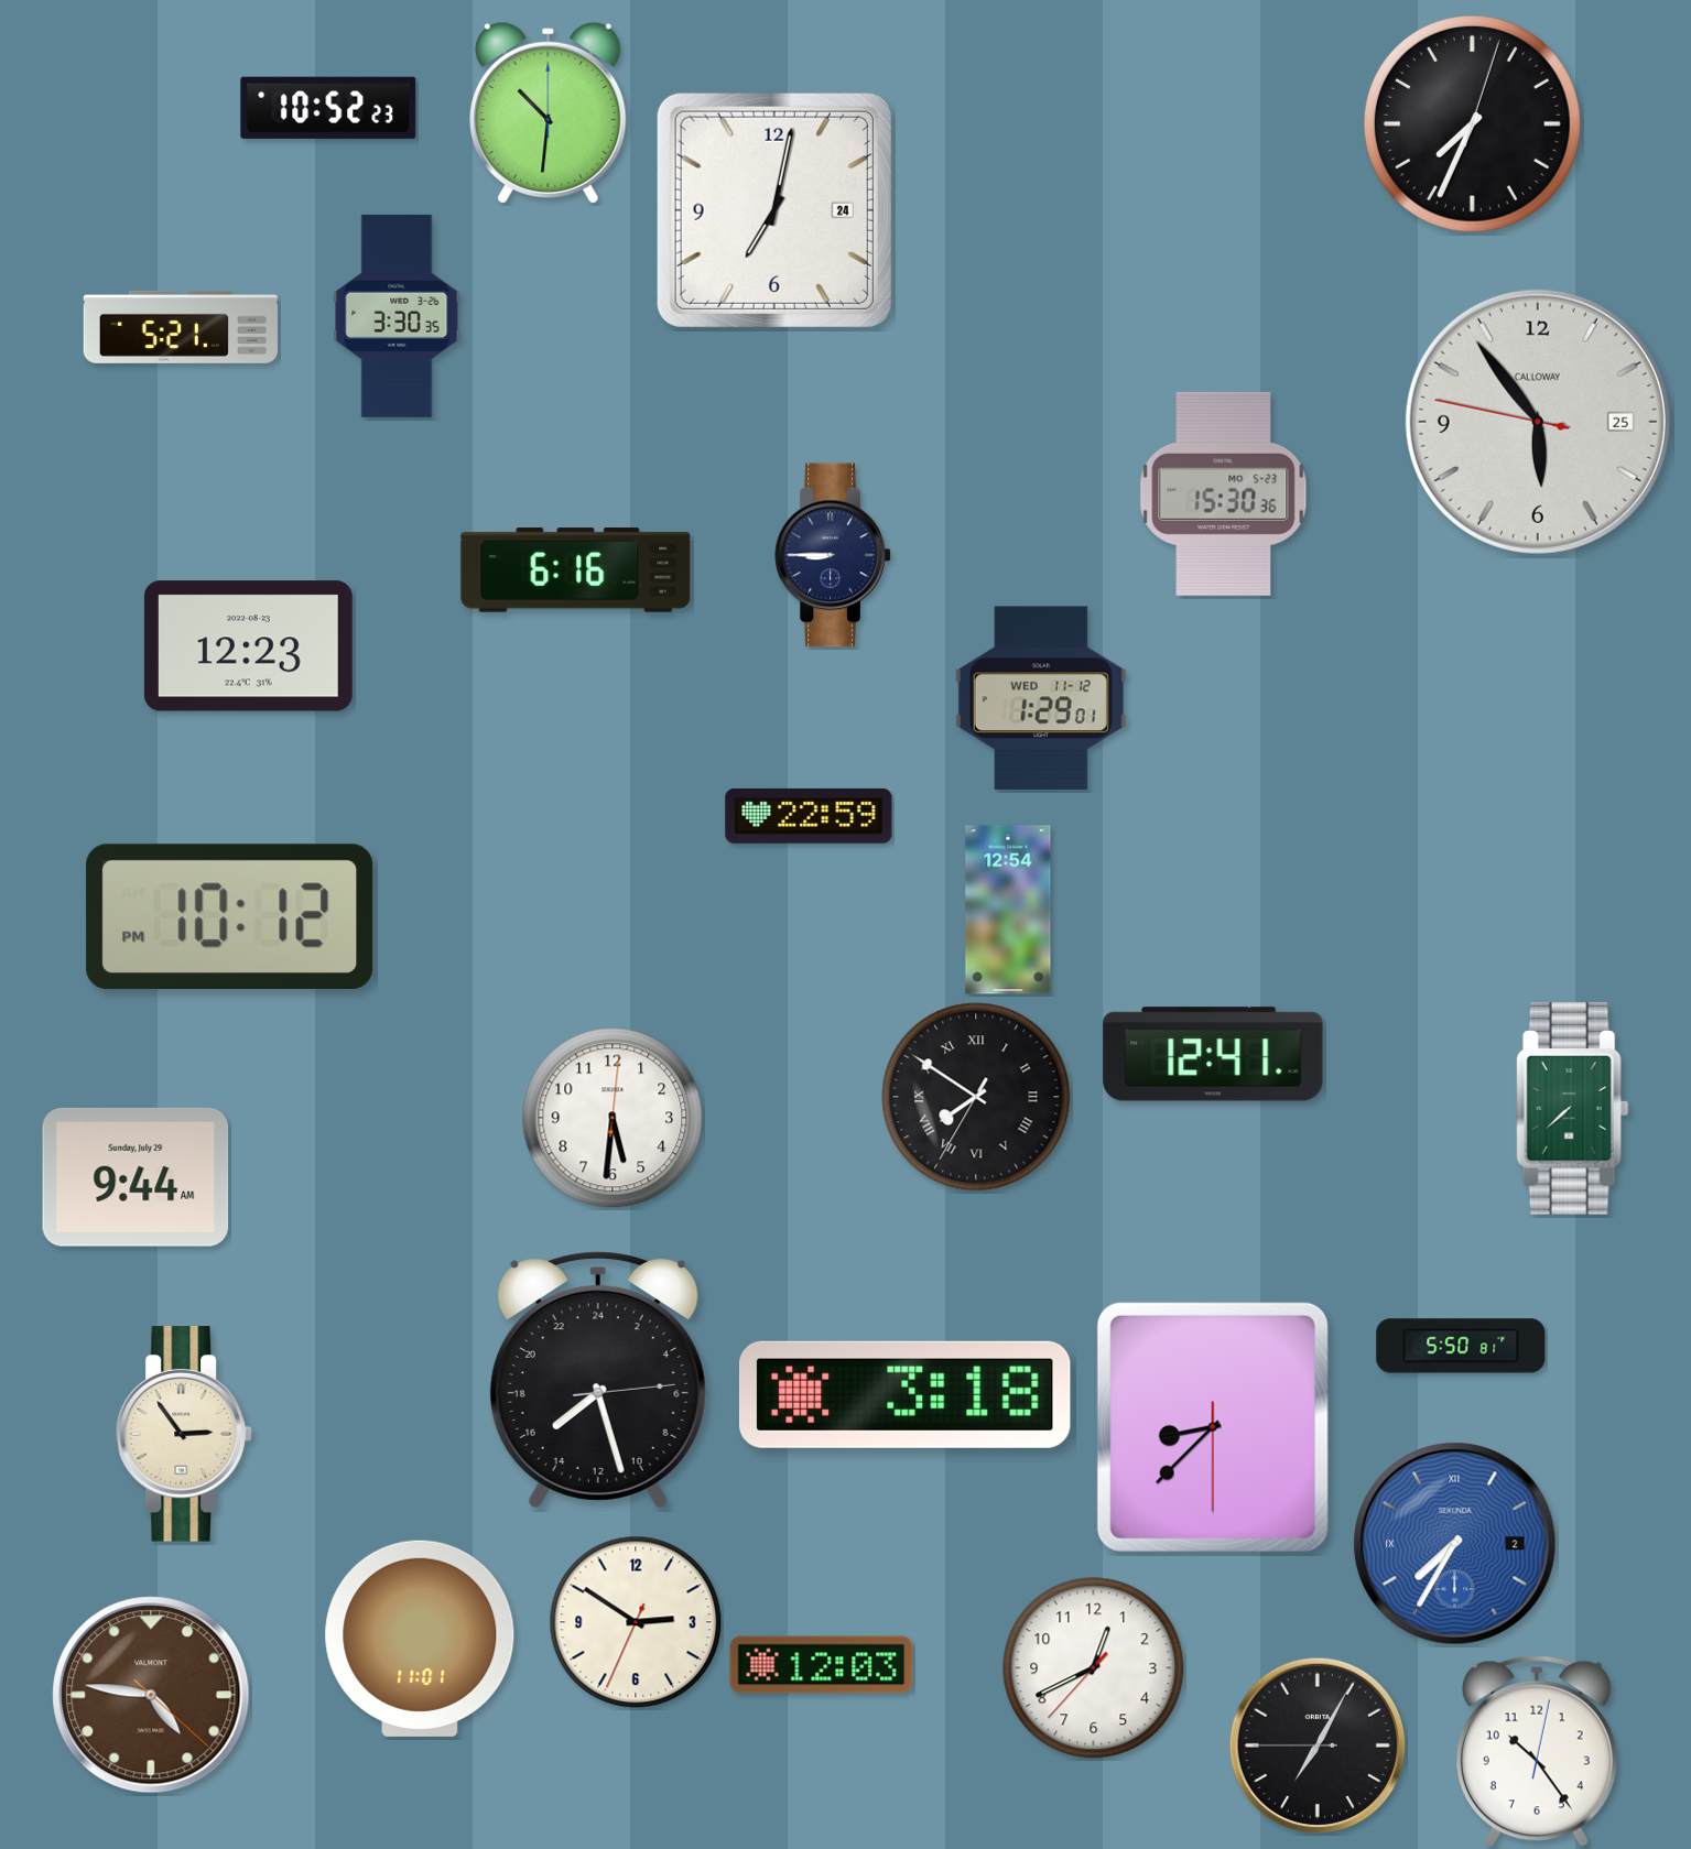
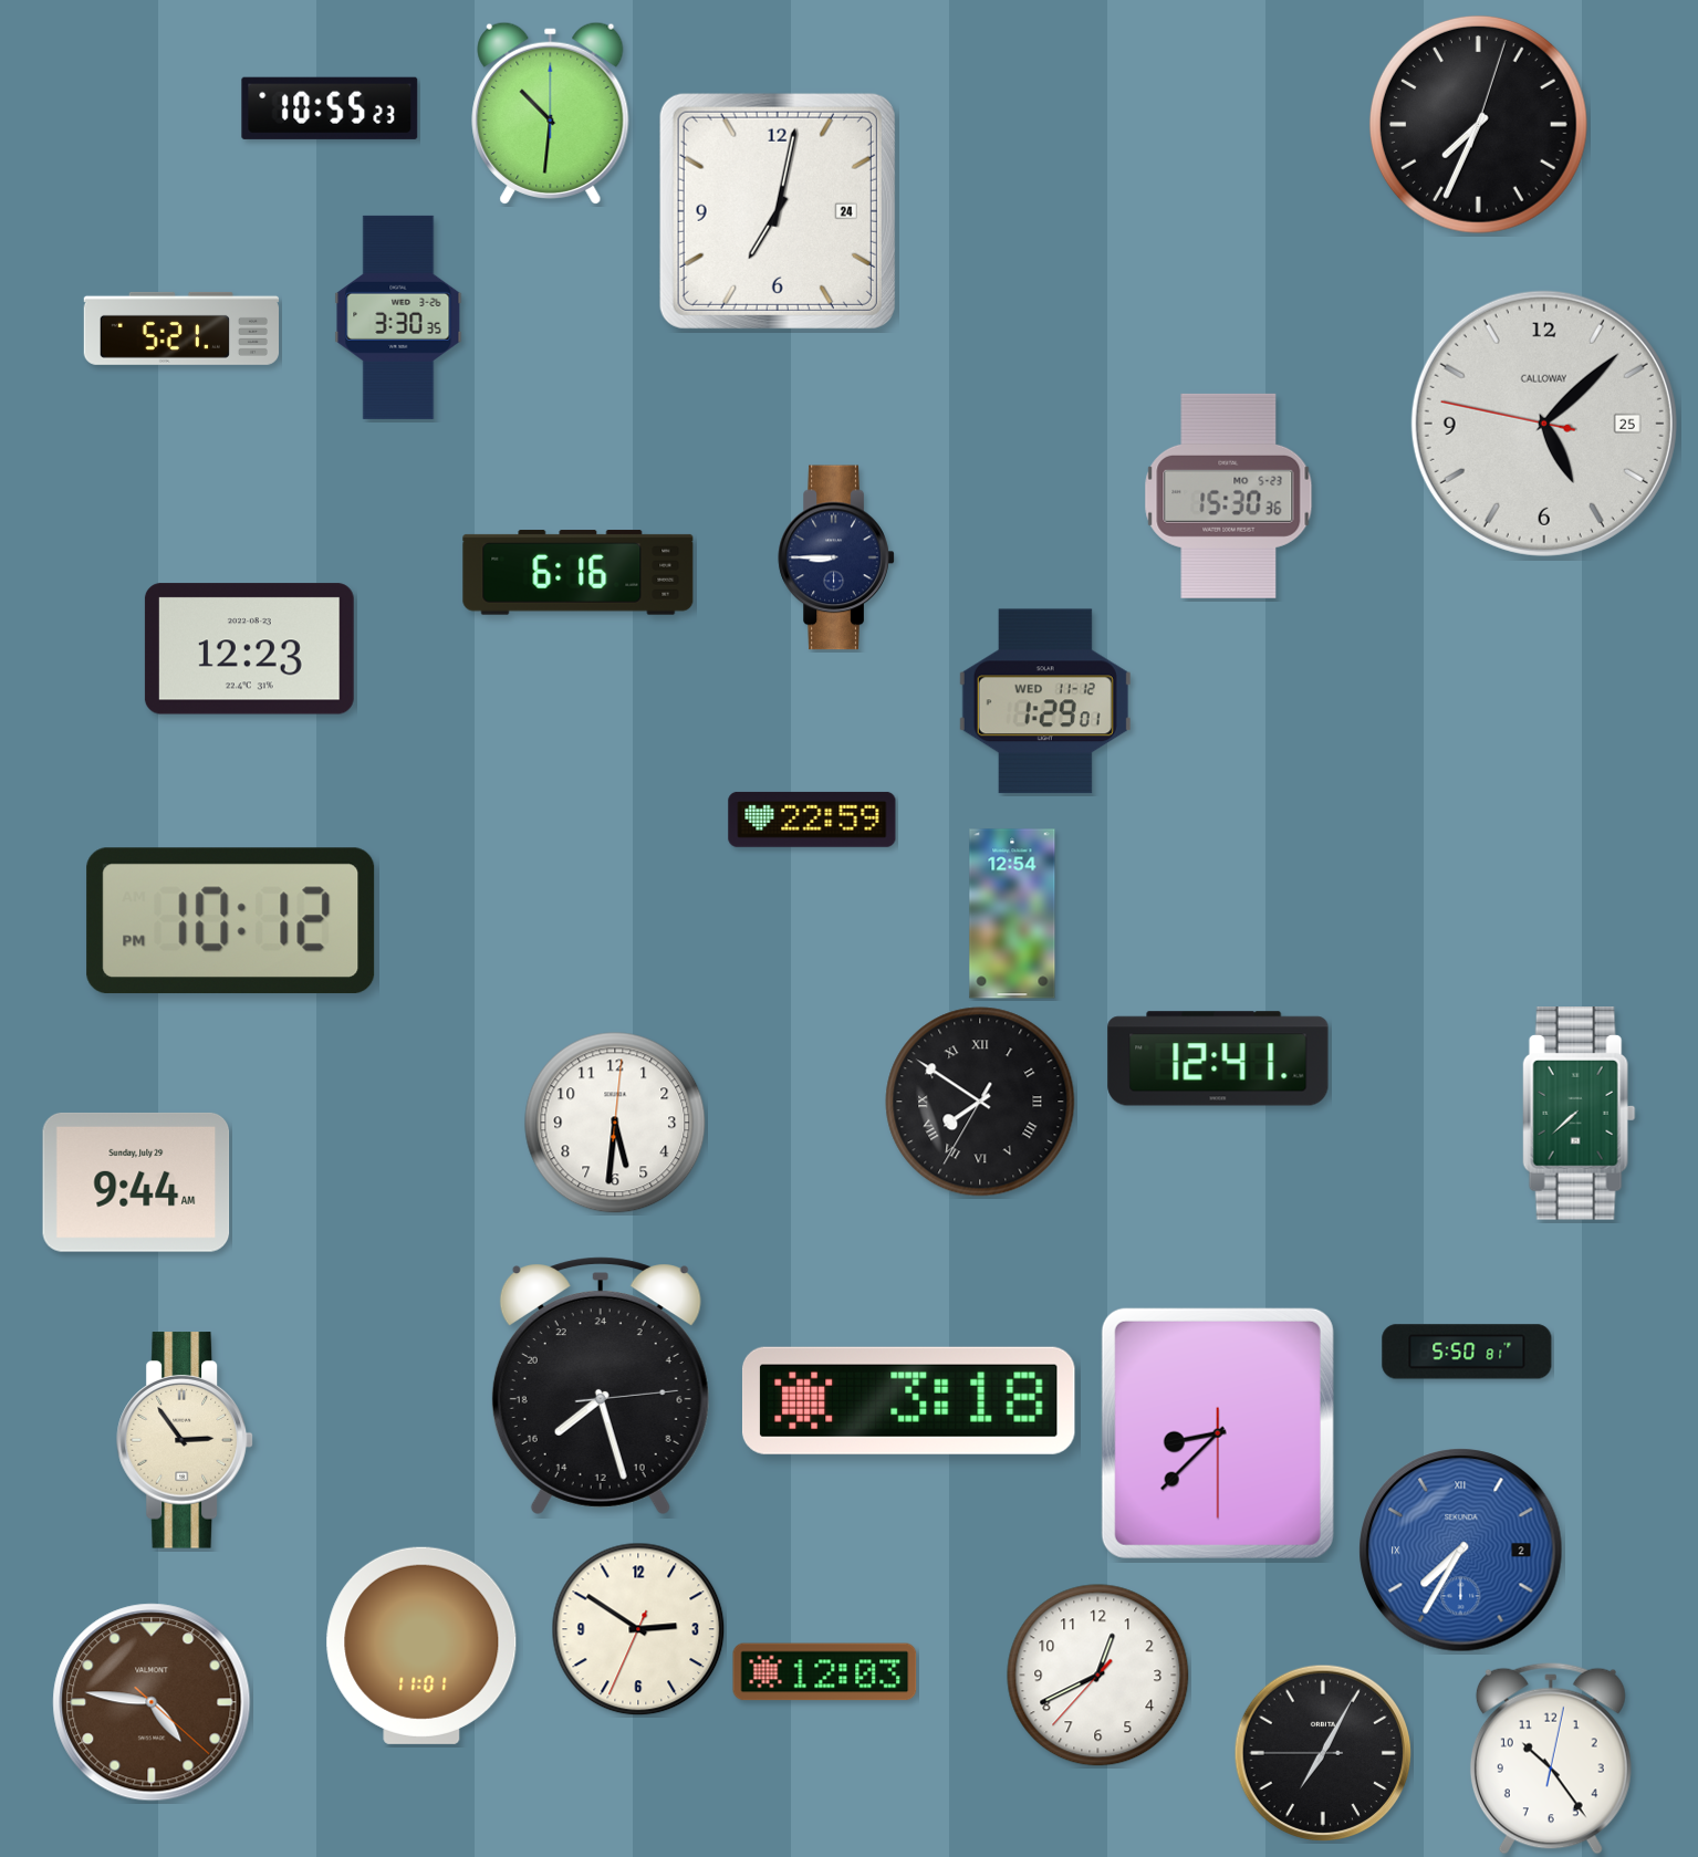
clock at (328, 108): 10:52 -> 10:55
clock at (1538, 422): 5:53 -> 5:07
clock at (1537, 1751) position: (1537, 1751) -> (1551, 1759)
